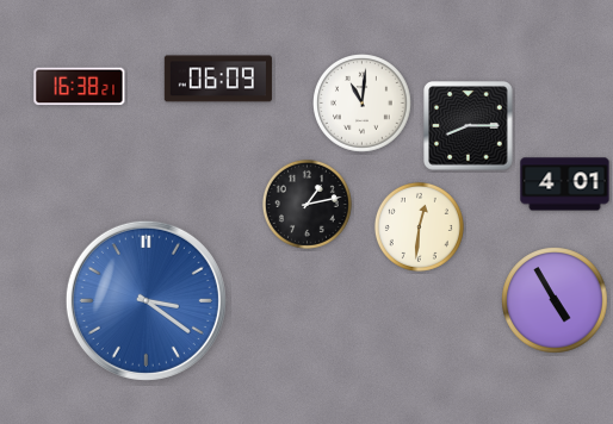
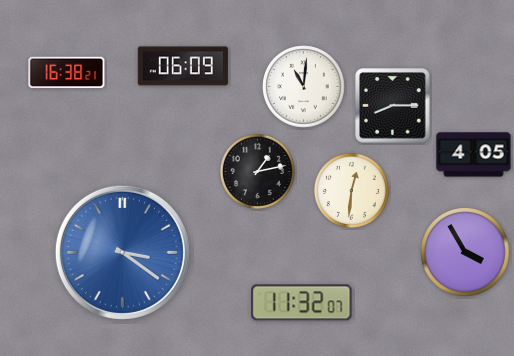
clock at (565, 185): 4:01 -> 4:05
clock at (555, 300): 4:55 -> 3:55
clock at (302, 303): none -> 11:32
